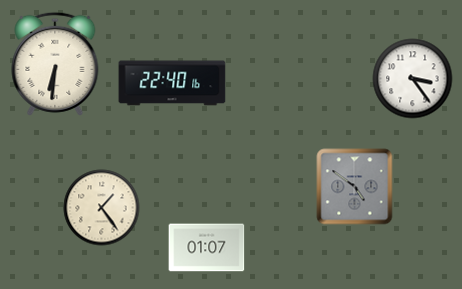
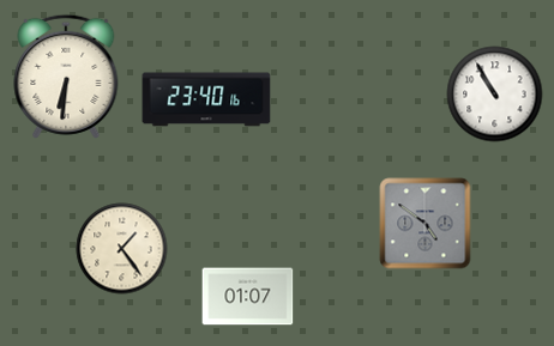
clock at (413, 79): 3:24 -> 10:55
clock at (172, 83): 22:40 -> 23:40
